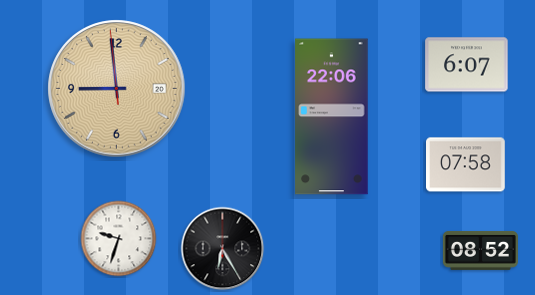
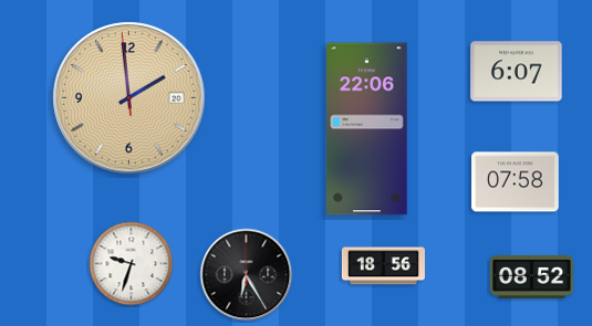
clock at (117, 89): 8:58 -> 1:58
clock at (383, 266): none -> 18:56
